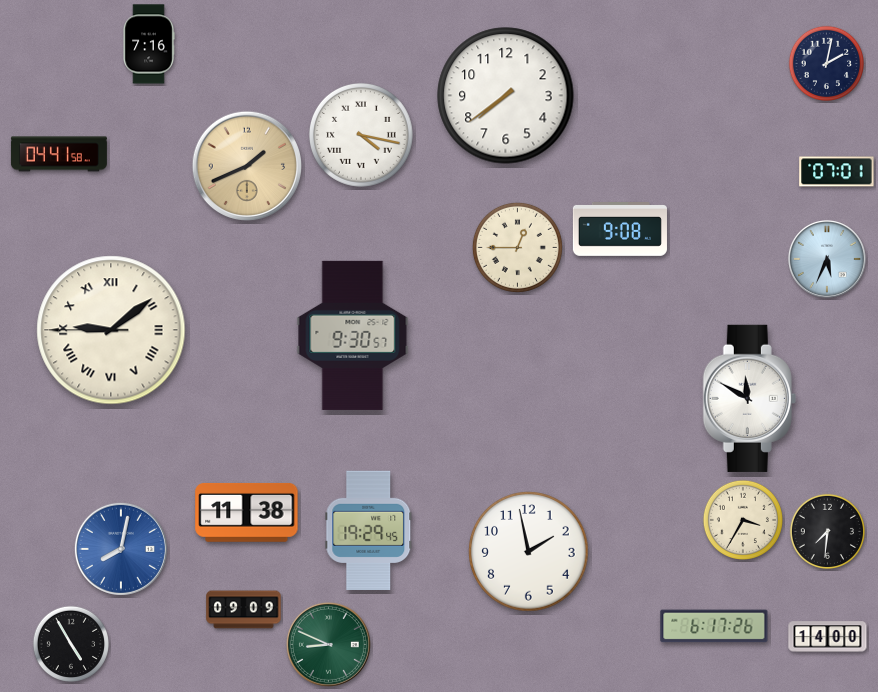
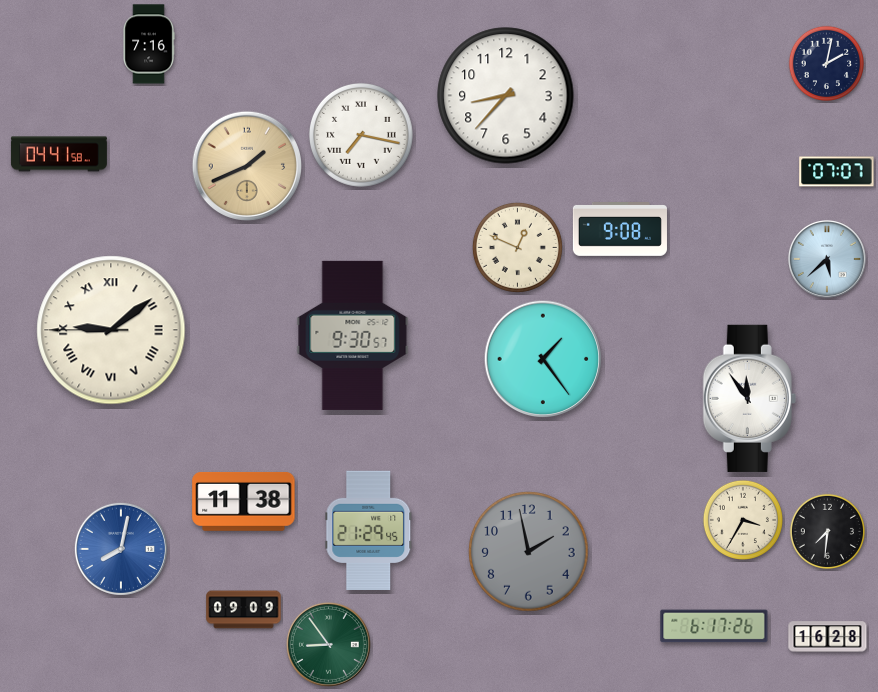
clock at (506, 96): 7:39 -> 8:37
clock at (361, 135): 4:17 -> 7:17
clock at (837, 172): 07:01 -> 07:07
clock at (517, 247): 12:45 -> 12:49
clock at (827, 259): 5:34 -> 5:38
clock at (543, 359): none -> 1:24
clock at (749, 398): 11:50 -> 11:54
clock at (247, 512) position: (247, 512) -> (244, 501)
clock at (369, 530): 19:29 -> 21:29
clock at (529, 552) dial: white -> grey
clock at (828, 637): 14:00 -> 16:28
clock at (70, 643): 4:55 -> none
clock at (328, 644): 8:49 -> 8:54
